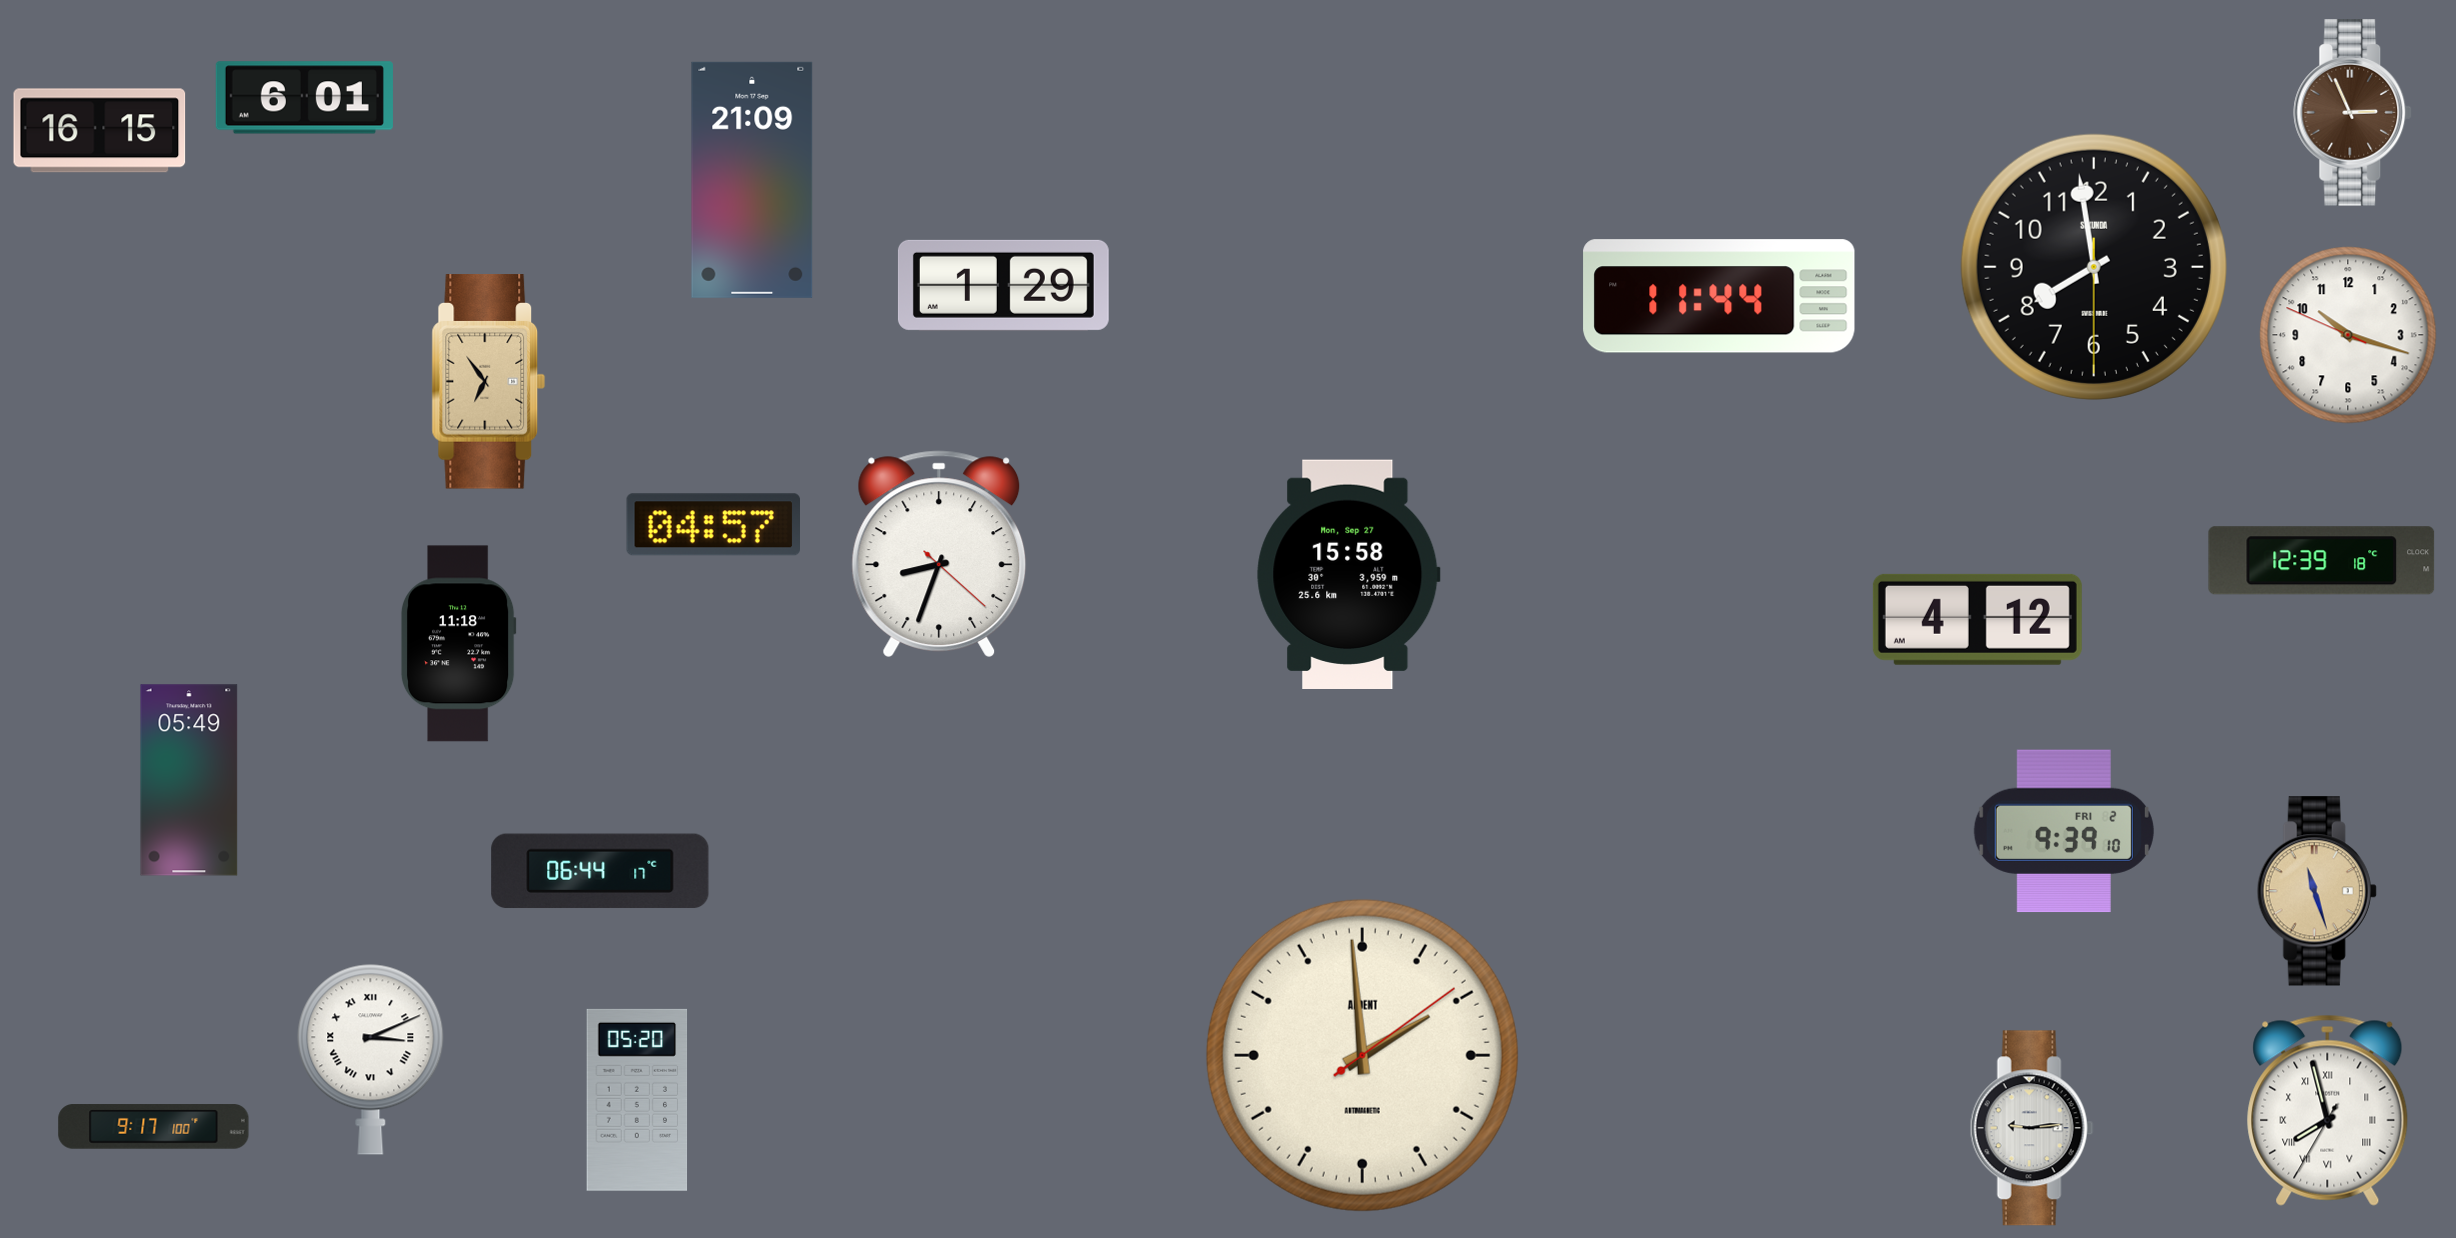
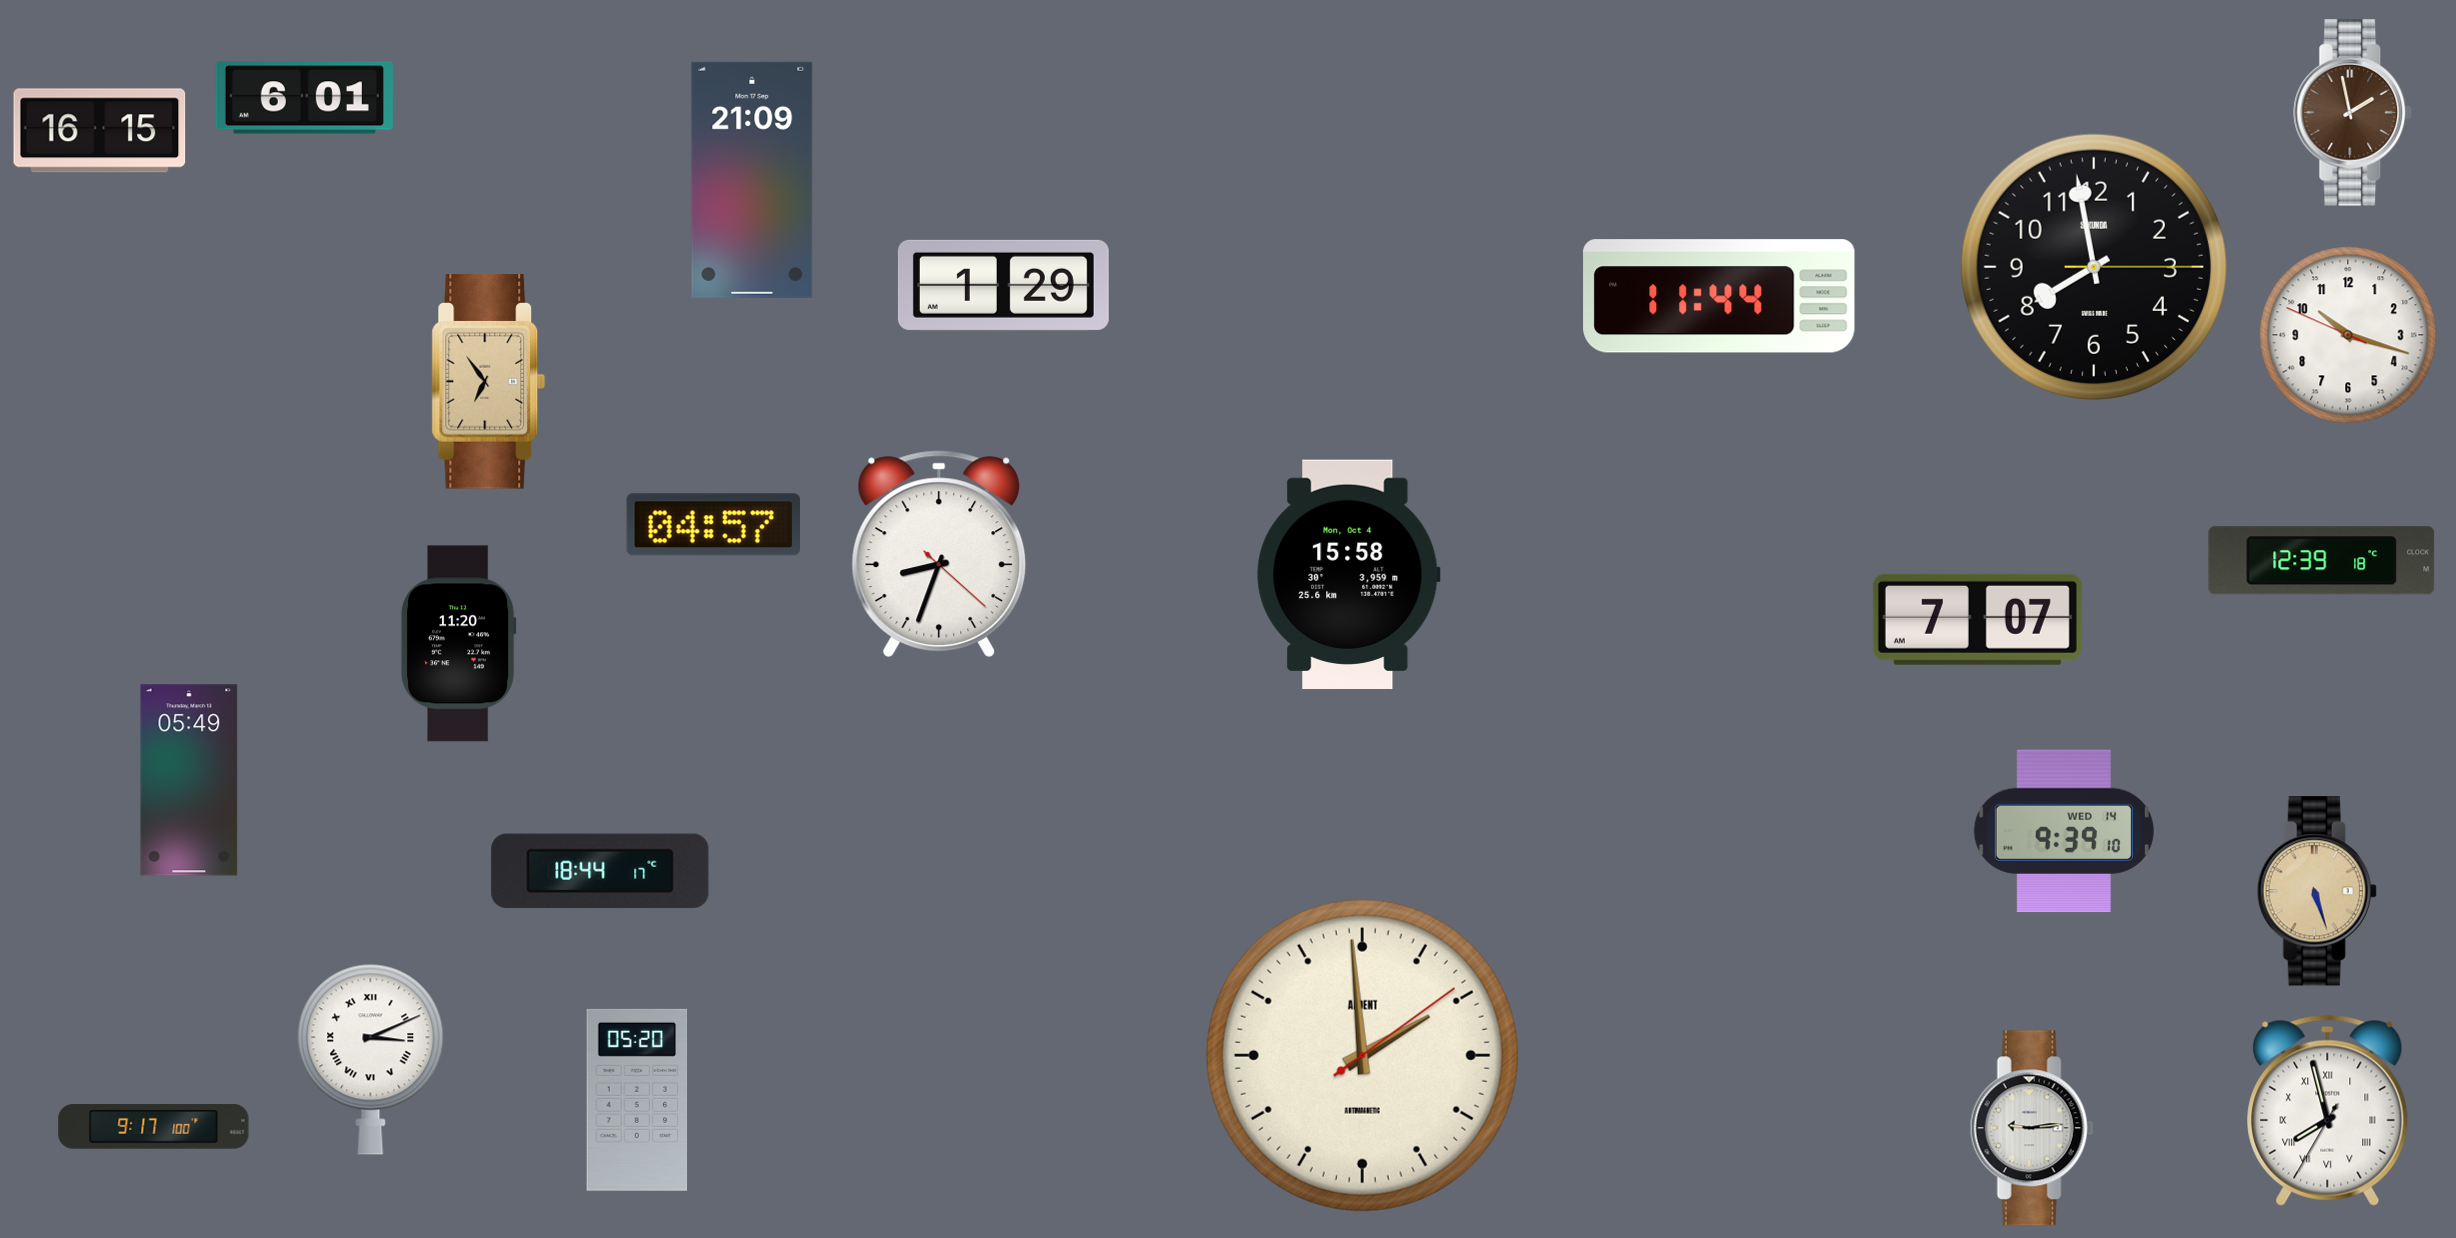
clock at (2353, 113): 2:56 -> 1:58
clock at (2094, 267): 7:58:30 -> 7:58:15
clock at (1349, 574) date: Mon, Sep 27 -> Mon, Oct 4
clock at (1977, 619): 4:12 -> 7:07
clock at (458, 644): 11:18 -> 11:20
clock at (2064, 831) date: FRI 2 -> WED 14
clock at (600, 871): 06:44 -> 18:44
clock at (2317, 891): 11:27 -> 5:27
